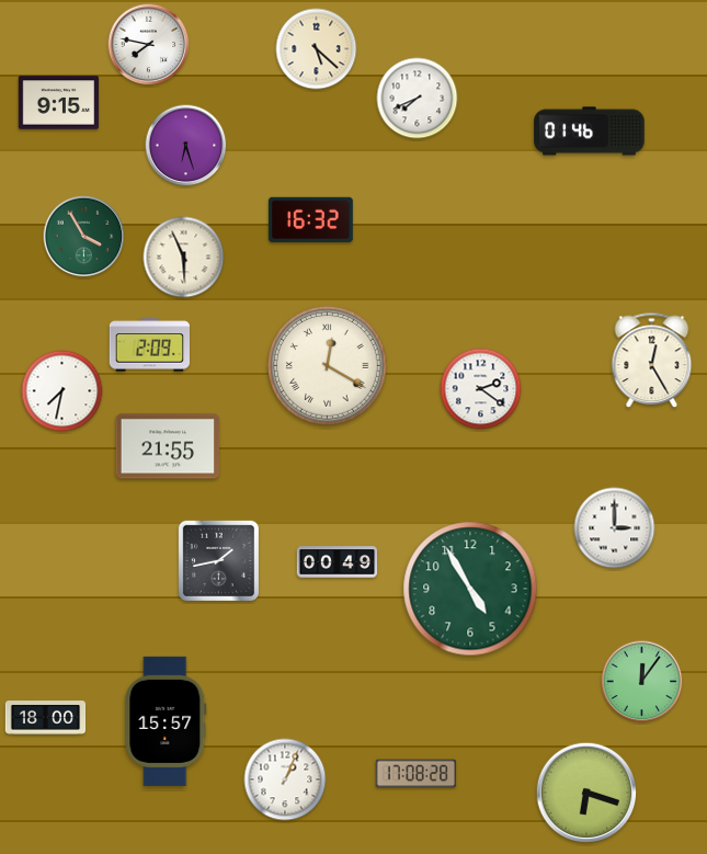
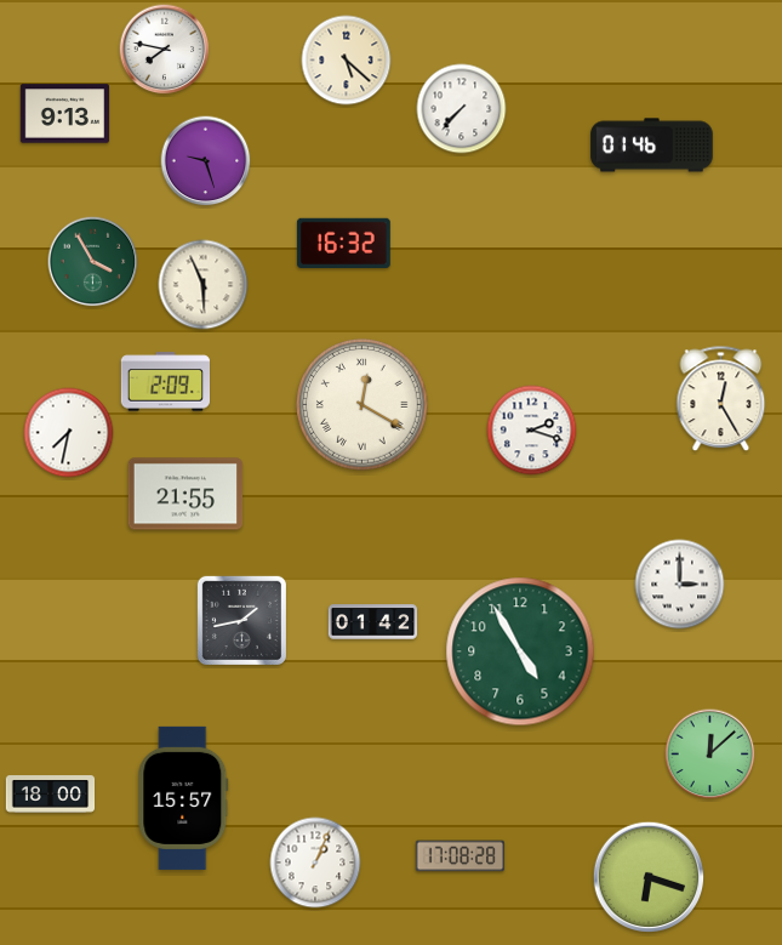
clock at (317, 49) position: (317, 49) -> (347, 61)
clock at (418, 99): 7:41 -> 7:37
clock at (59, 103): 9:15 -> 9:13
clock at (186, 146): 6:27 -> 9:27
clock at (481, 389): 2:21 -> 2:18
clock at (338, 562): 00:49 -> 01:42
clock at (642, 682): 12:06 -> 12:08
